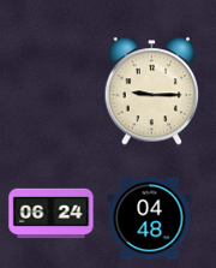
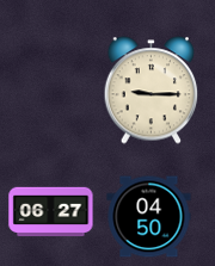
clock at (52, 214): 06:24 -> 06:27
clock at (150, 219): 04:48 -> 04:50
